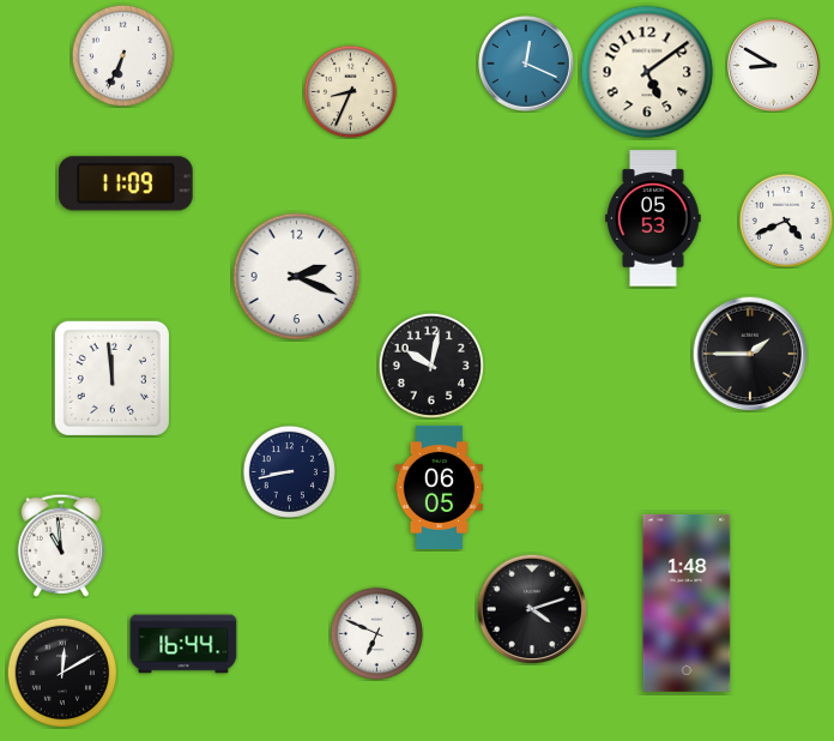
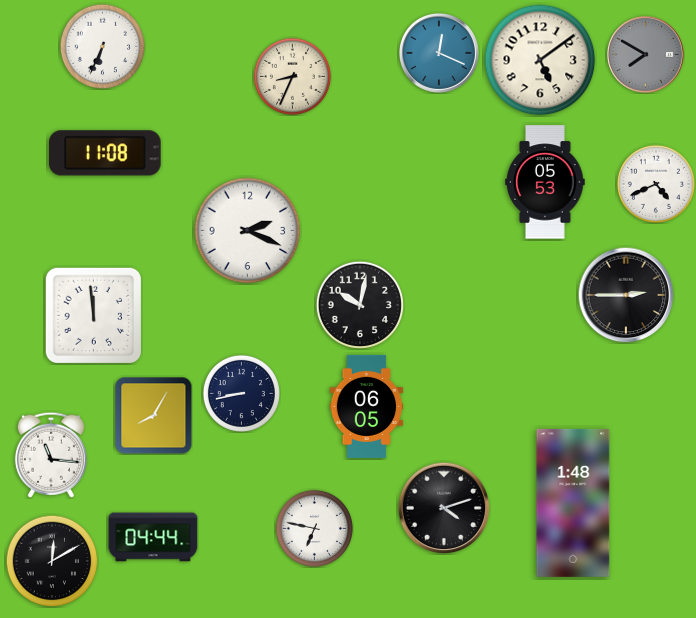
clock at (774, 66): 8:50 -> 7:50
clock at (774, 66) dial: white -> grey
clock at (126, 183): 11:09 -> 11:08
clock at (750, 354): 1:45 -> 2:45
clock at (153, 415): none -> 8:05
clock at (61, 546): 10:59 -> 11:16
clock at (376, 633): 6:49 -> 6:47
clock at (183, 644): 16:44 -> 04:44
